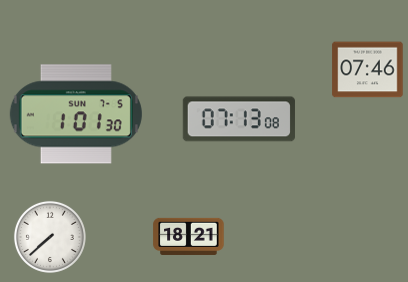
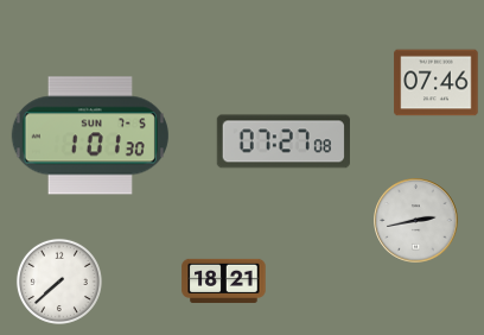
clock at (239, 119): 07:13 -> 07:27
clock at (416, 221): none -> 2:43
